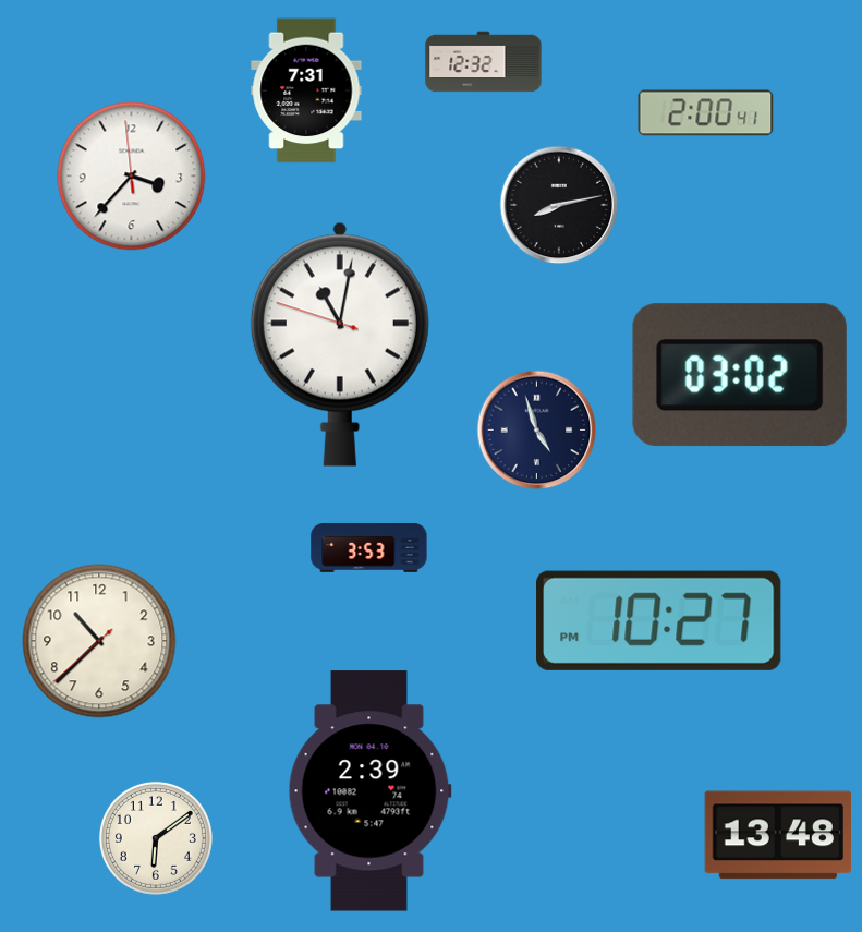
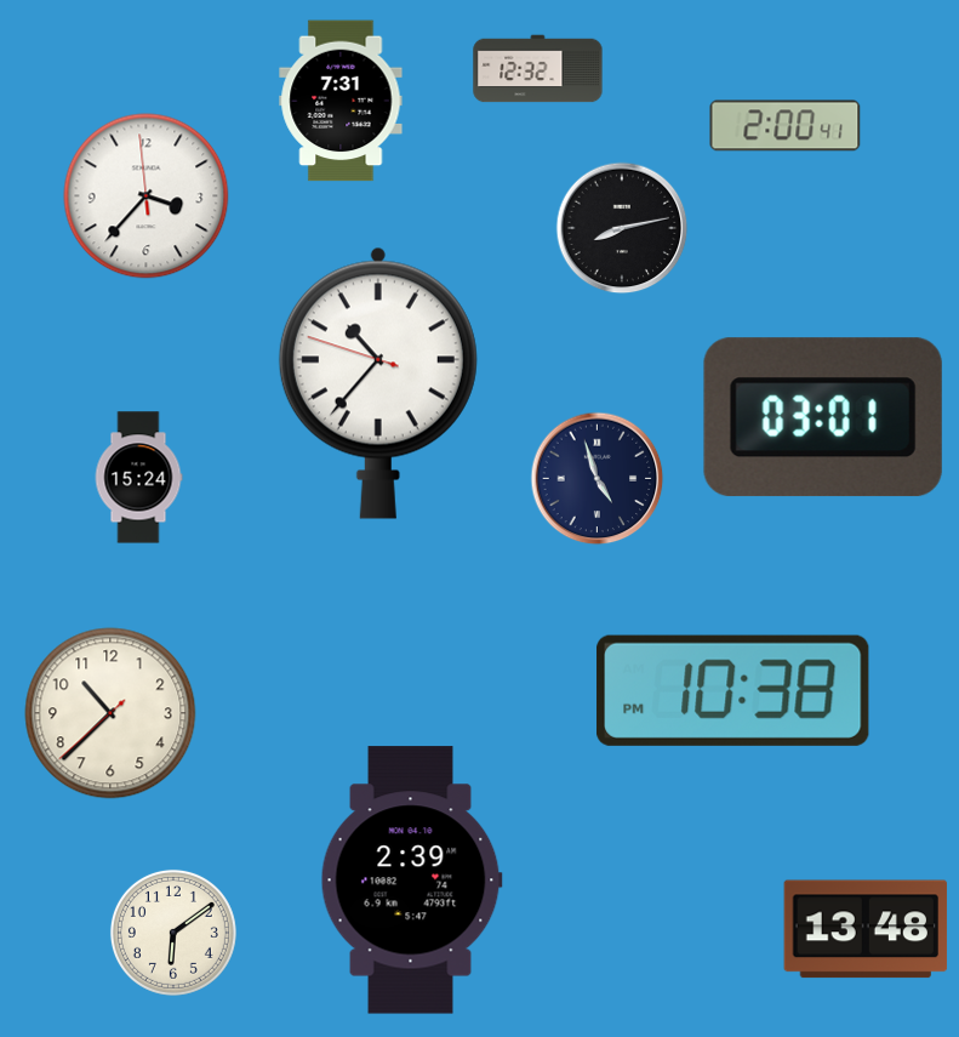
clock at (340, 344): 11:01 -> 10:36
clock at (740, 375): 03:02 -> 03:01
clock at (138, 478): none -> 15:24
clock at (369, 547): 3:53 -> none
clock at (659, 620): 10:27 -> 10:38
